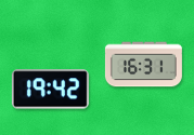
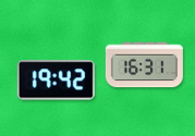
clock at (50, 90) position: (50, 90) -> (56, 81)
